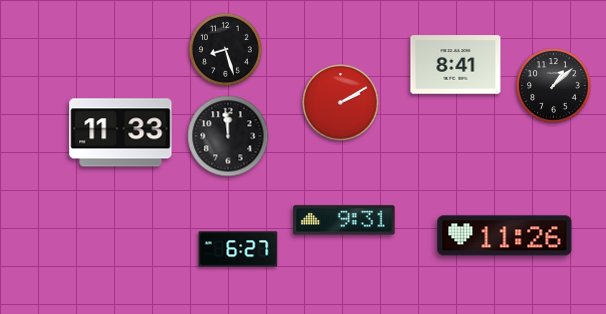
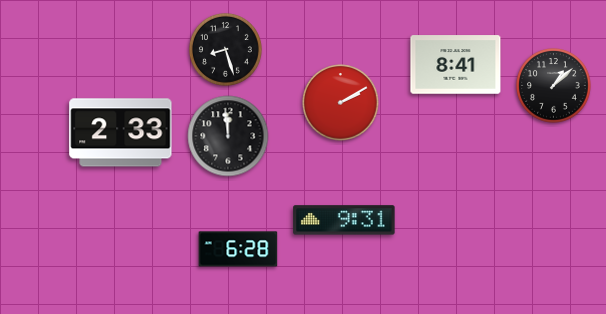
clock at (121, 133): 11:33 -> 2:33
clock at (505, 236): 11:26 -> none
clock at (238, 249): 6:27 -> 6:28
